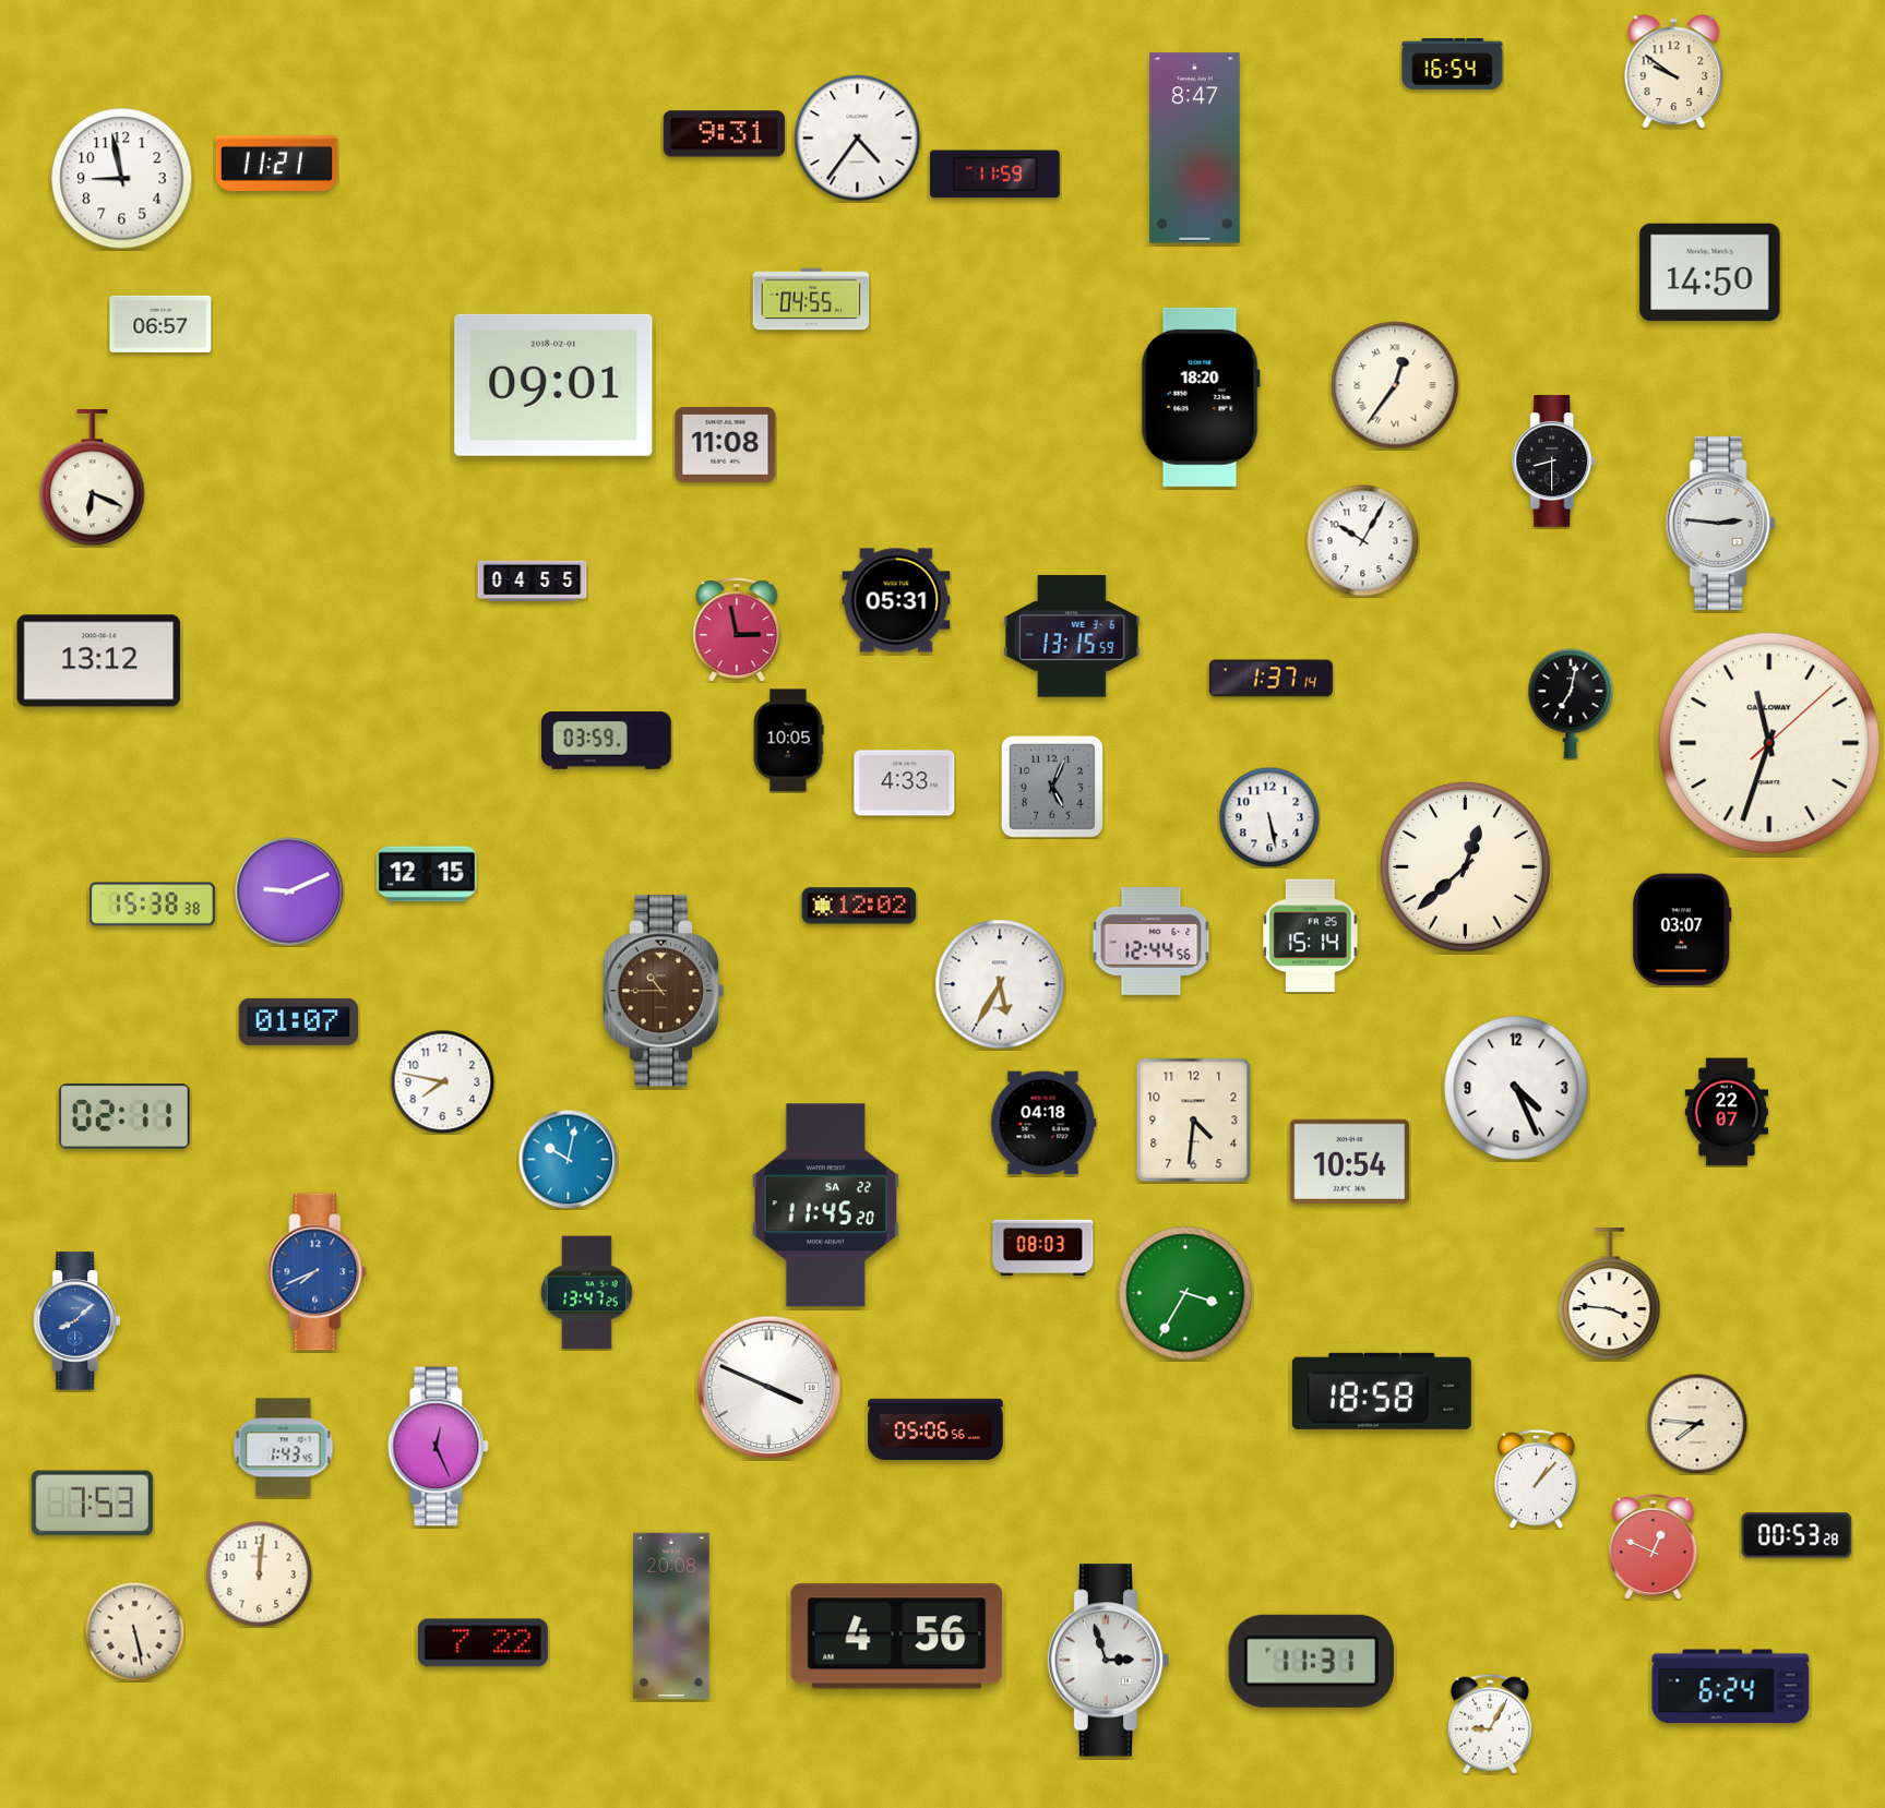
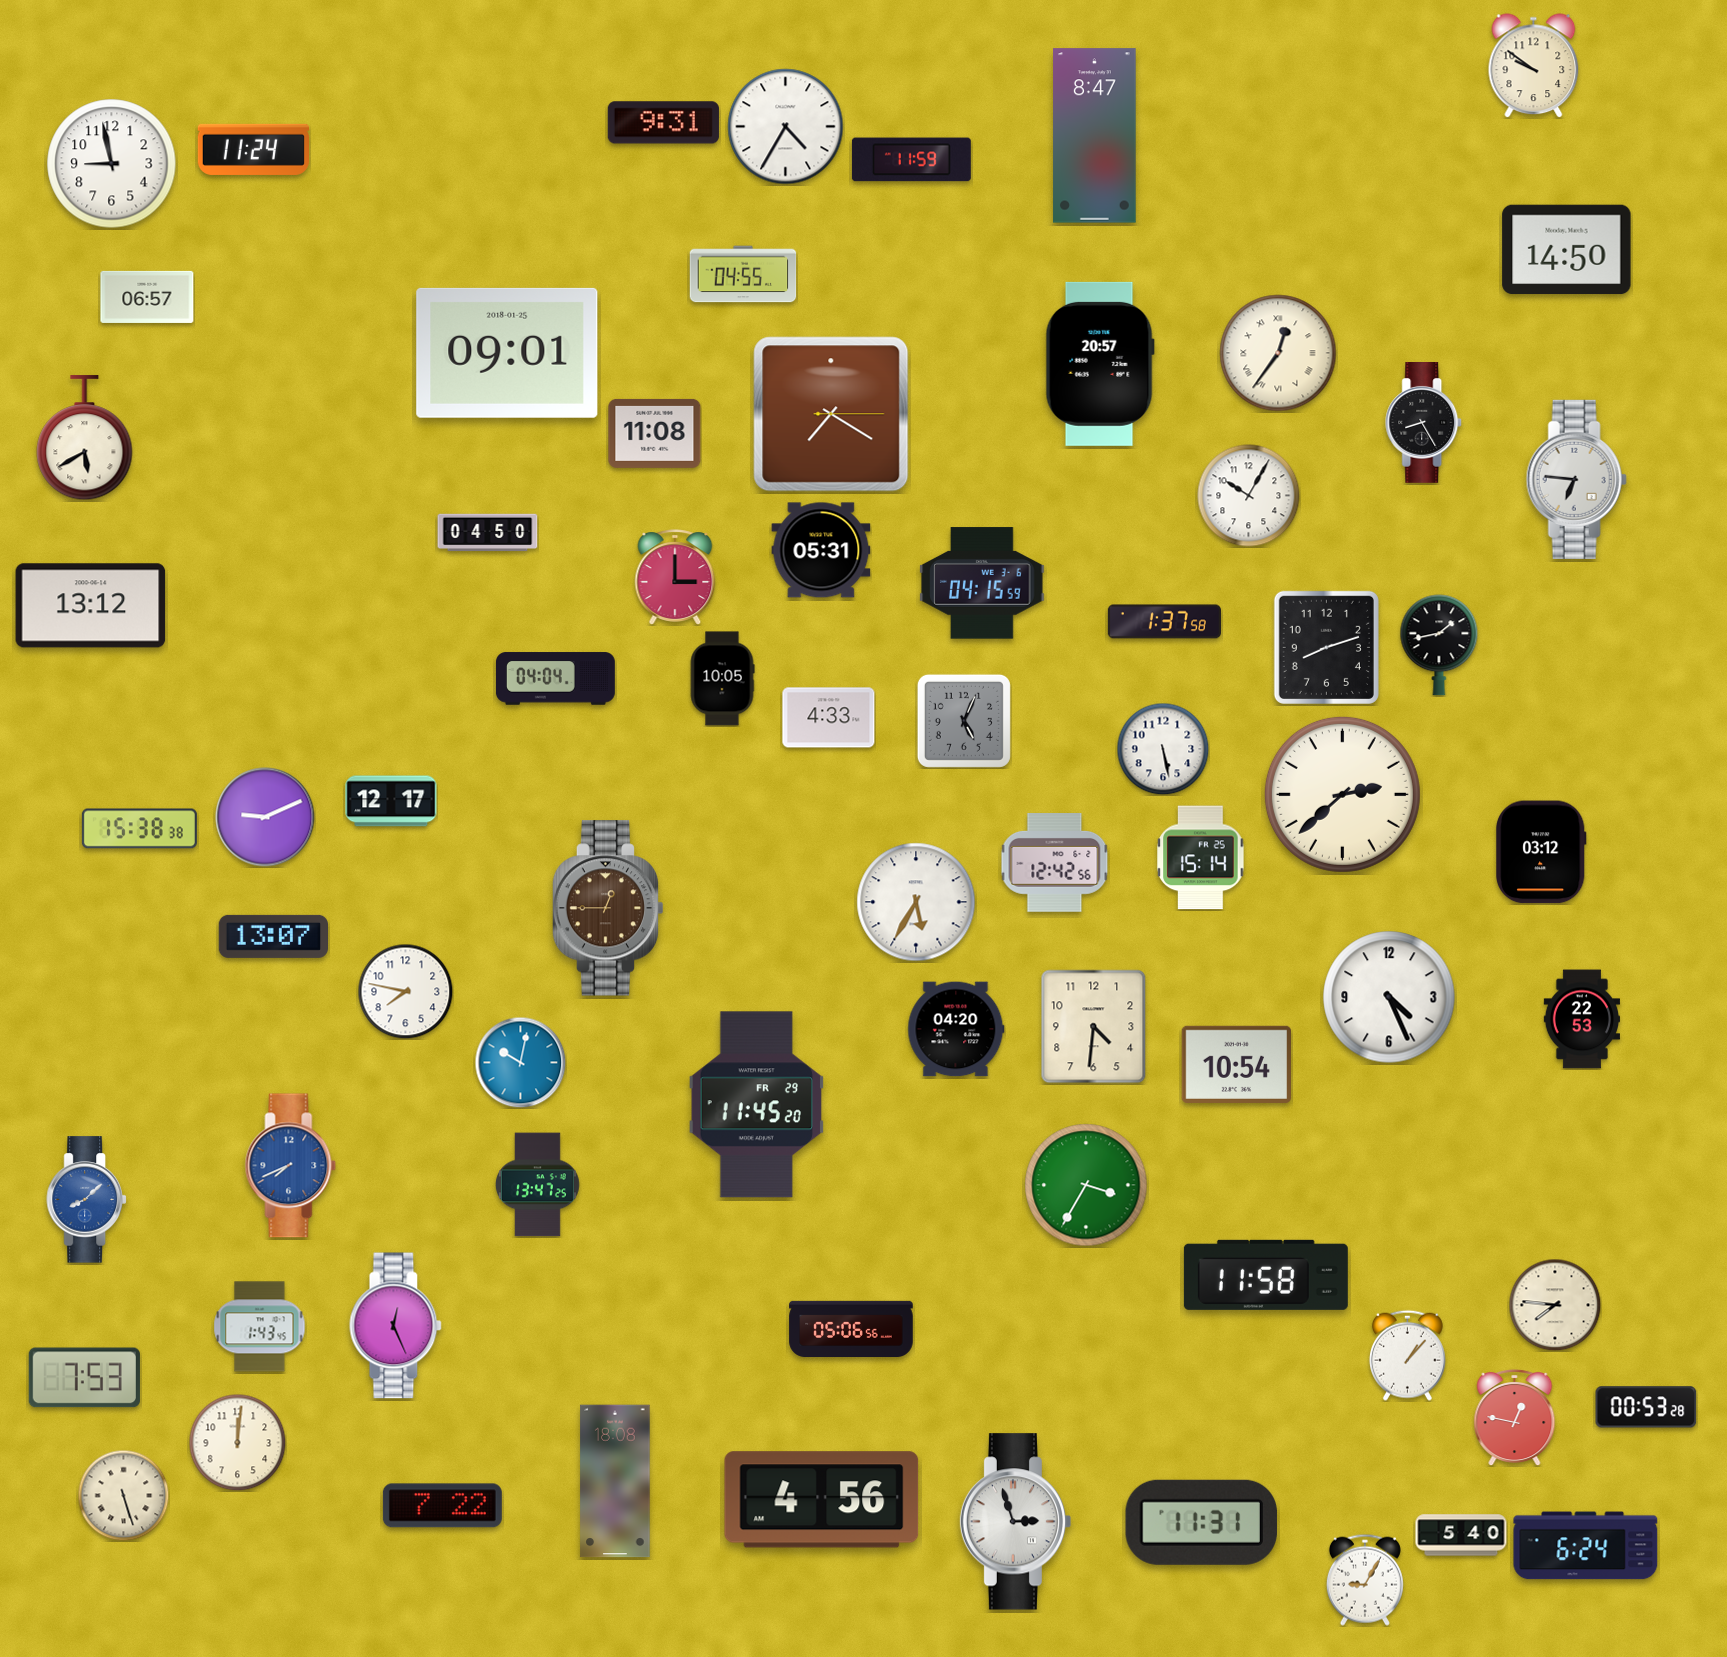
clock at (1453, 64): 16:54 -> none
clock at (858, 139): 4:36 -> 4:35
clock at (276, 163): 11:21 -> 11:24
clock at (553, 385) date: 2018-02-01 -> 2018-01-25
clock at (1201, 397): 18:20 -> 20:57
clock at (726, 444) position: (726, 444) -> (655, 433)
clock at (831, 414): none -> 7:20
clock at (1554, 462): 8:30 -> 8:25
clock at (93, 478): 6:19 -> 5:40
clock at (1720, 523): 2:46 -> 6:46
clock at (533, 582): 04:55 -> 04:50
clock at (737, 630): 2:58 -> 3:00
clock at (1072, 636): 13:15 -> 04:15
clock at (1270, 679): 1:37:14 -> 1:37:58
clock at (1571, 704): 7:02 -> 1:43
clock at (1326, 647): none -> 8:12
clock at (606, 741): 03:59 -> 04:04
clock at (1769, 743): 11:33 -> none
clock at (1465, 866): 12:38 -> 2:38
clock at (427, 874): 12:15 -> 12:17
clock at (859, 906): 12:02 -> none
clock at (1682, 930): 03:07 -> 03:12
clock at (1152, 942): 12:44 -> 12:42
clock at (664, 991): 10:45 -> 12:45
clock at (299, 1021): 01:07 -> 13:07
clock at (1726, 1112): 22:07 -> 22:53
clock at (124, 1116): 02:11 -> none
clock at (1043, 1123): 04:18 -> 04:20
clock at (825, 1206) date: SA 22 -> FR 29
clock at (1043, 1248): 08:03 -> none
clock at (1610, 1294): 3:46 -> none
clock at (76, 1321) position: (76, 1321) -> (86, 1200)
clock at (769, 1388): 3:49 -> none
clock at (1382, 1391): 18:58 -> 11:58
clock at (935, 1428) position: (935, 1428) -> (851, 1328)
clock at (439, 1447) position: (439, 1447) -> (396, 1326)
clock at (1654, 1546): 12:49 -> 12:47
clock at (671, 1616): 20:08 -> 18:08
clock at (134, 1631): 5:28 -> 5:27
clock at (1461, 1535): none -> 5:40
